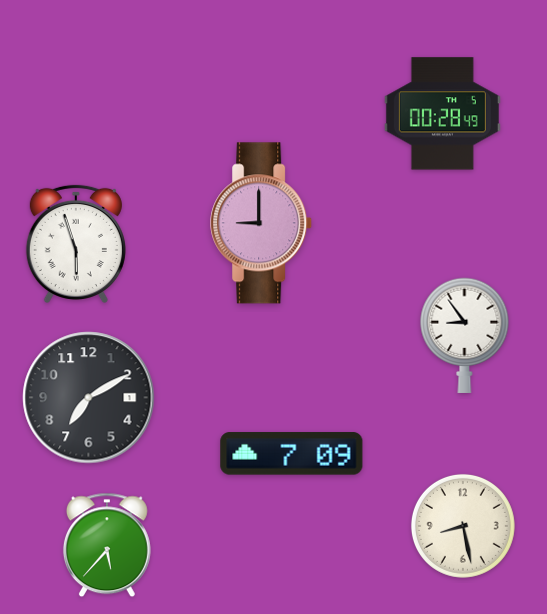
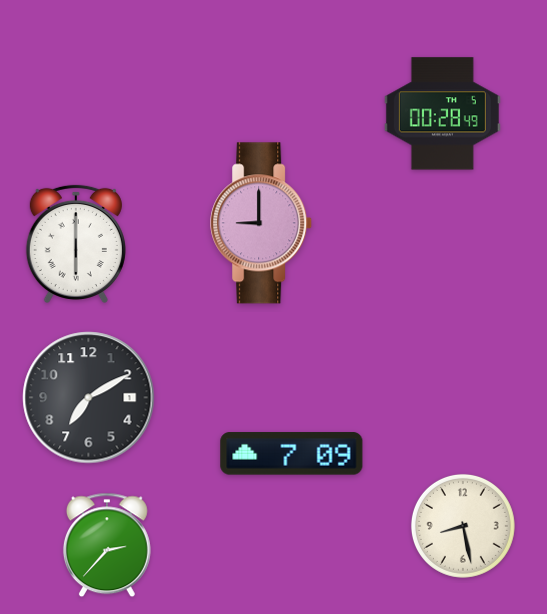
clock at (76, 244): 5:57 -> 6:00
clock at (465, 335): 8:54 -> none
clock at (107, 545): 5:37 -> 2:37
